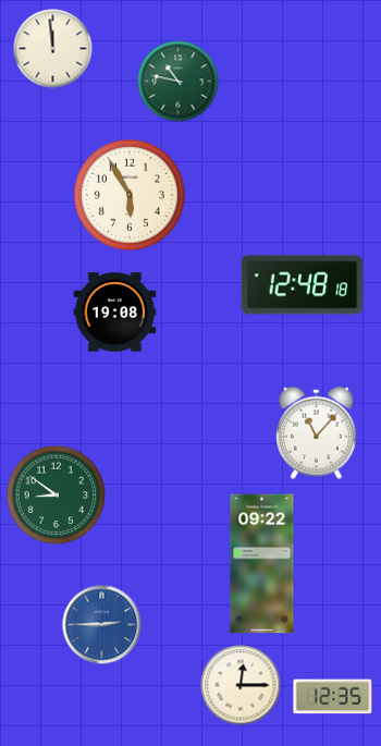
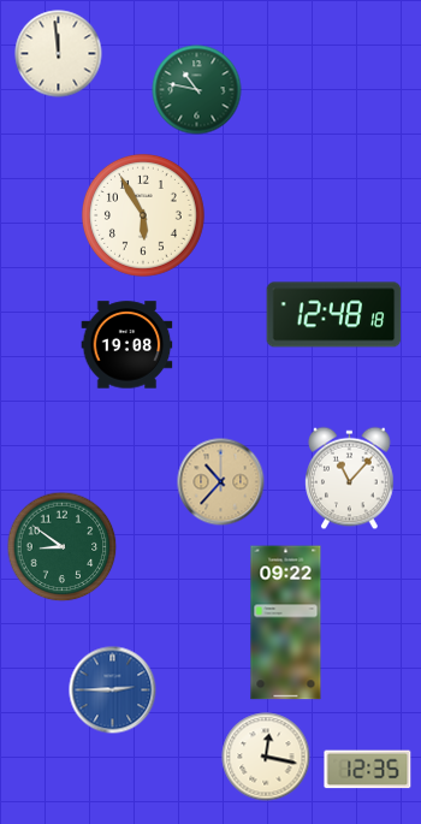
clock at (221, 482): none -> 10:37
clock at (262, 564) position: (262, 564) -> (286, 623)
clock at (241, 685): 12:15 -> 12:17
